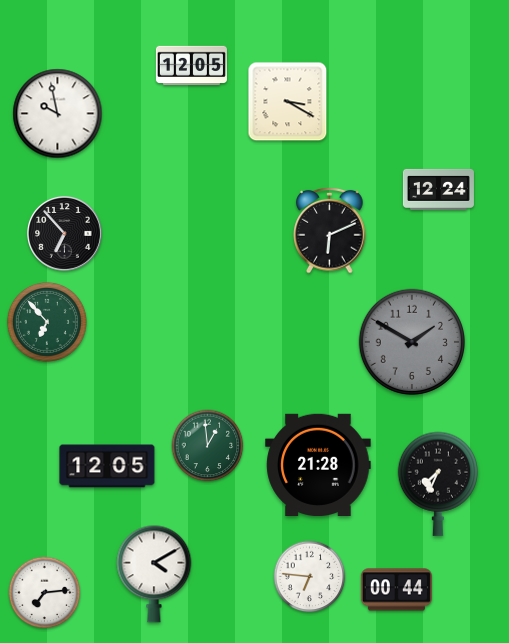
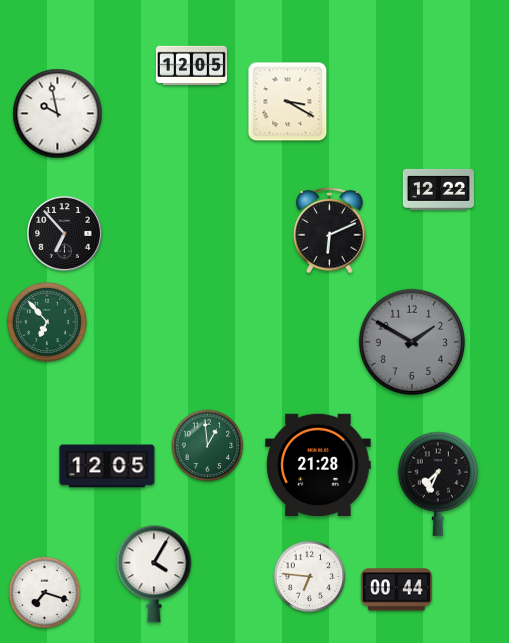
clock at (438, 189): 12:24 -> 12:22
clock at (154, 574): 4:10 -> 4:05
clock at (45, 593): 7:14 -> 7:18
